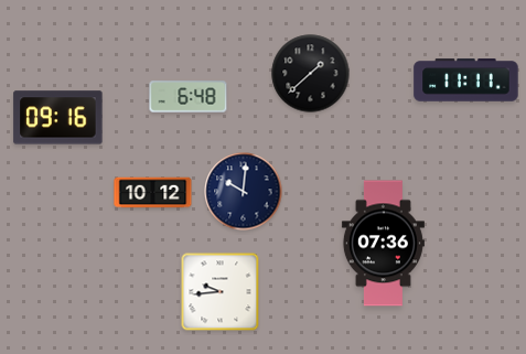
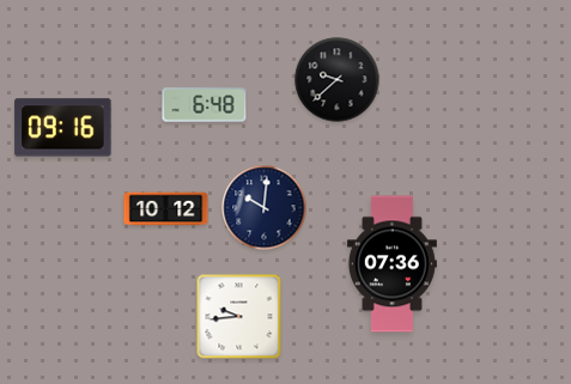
clock at (311, 74): 1:38 -> 9:38
clock at (466, 81): 11:11 -> none
clock at (383, 244) position: (383, 244) -> (391, 264)
